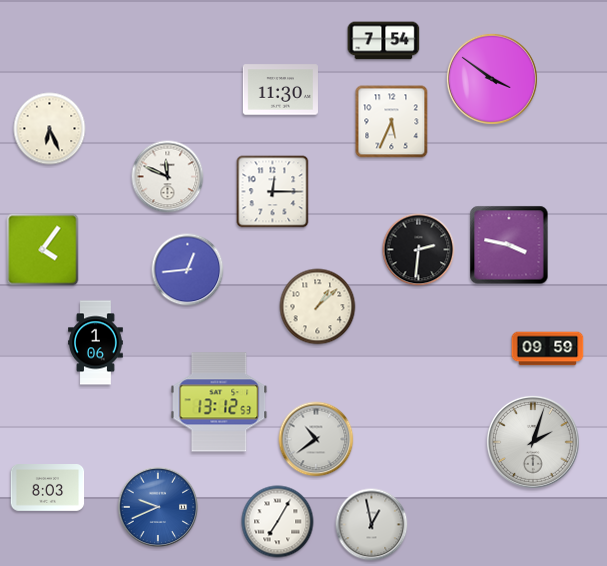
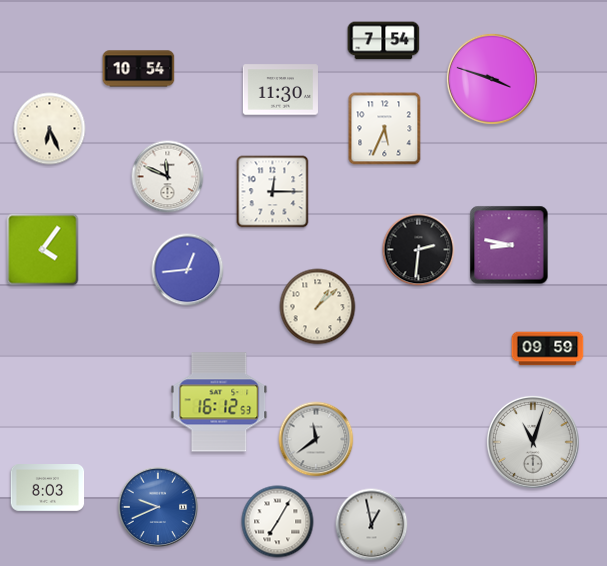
clock at (139, 69): none -> 10:54
clock at (492, 79): 3:51 -> 3:48
clock at (392, 122) position: (392, 122) -> (385, 129)
clock at (509, 245): 3:47 -> 8:47
clock at (96, 343): 1:06 -> none
clock at (219, 402): 13:12 -> 16:12
clock at (316, 439): 10:39 -> 11:39
clock at (533, 442): 2:03 -> 11:03
